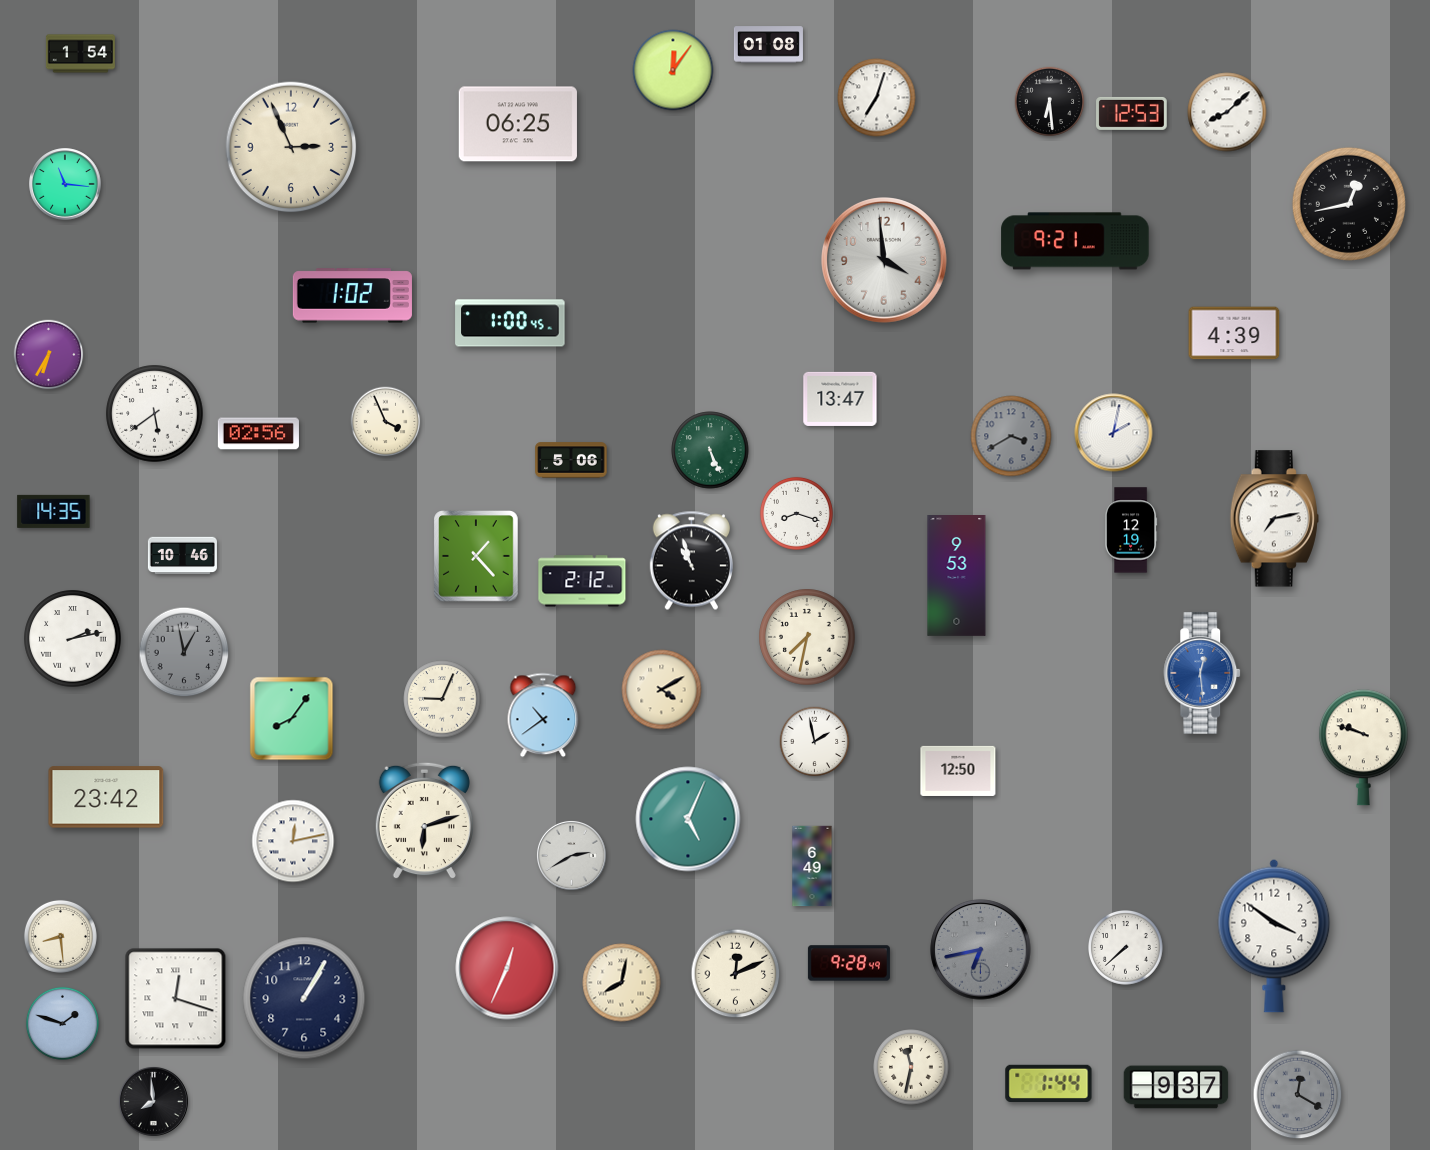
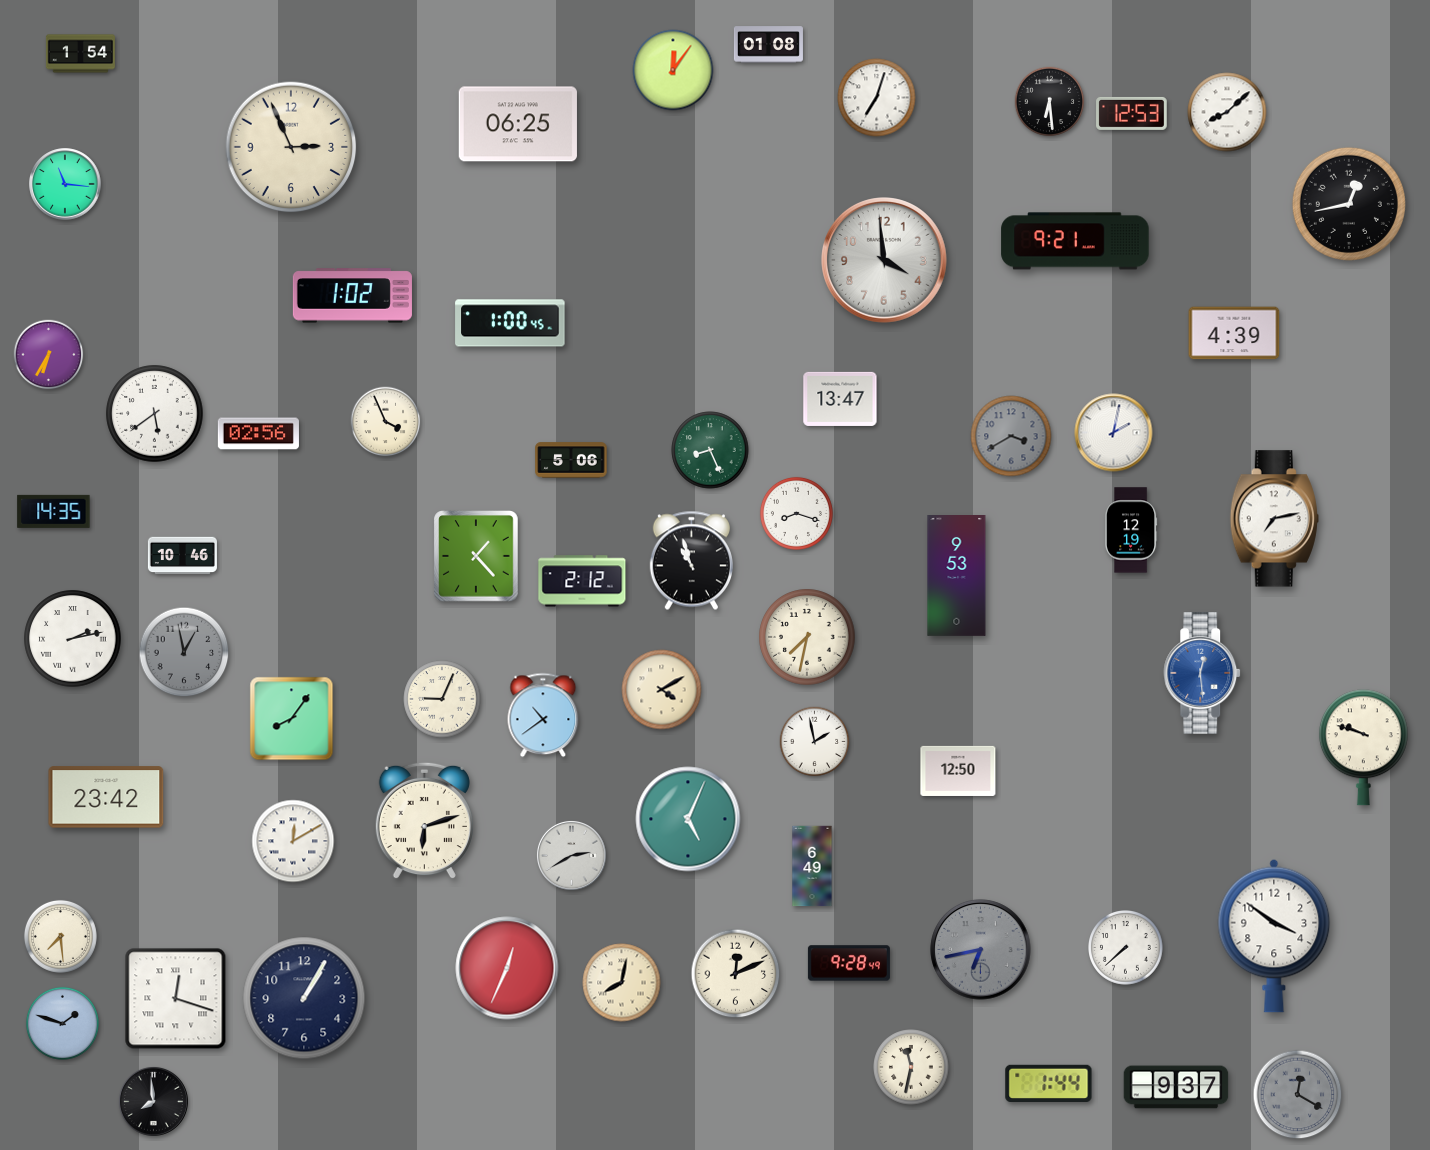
clock at (710, 450): 5:26 -> 8:26
clock at (293, 841): 12:13 -> 12:10
clock at (60, 936): 8:29 -> 7:29
